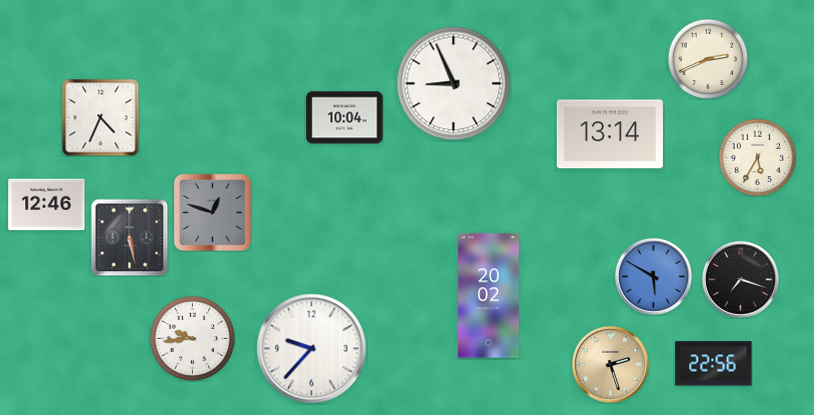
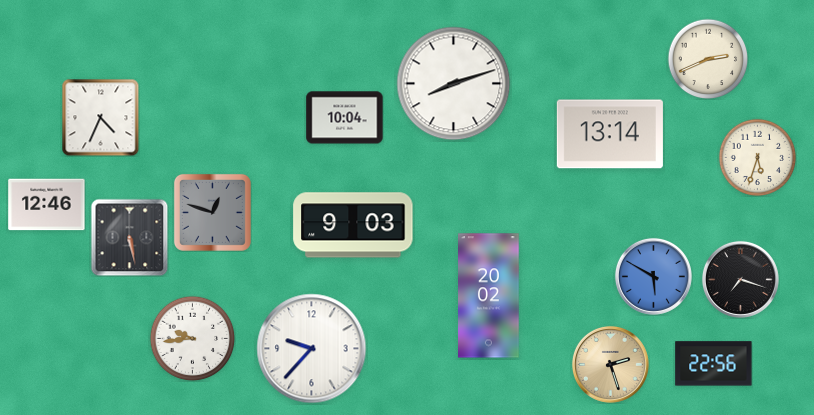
clock at (454, 84): 8:56 -> 8:12
clock at (757, 157): 5:35 -> 5:33
clock at (353, 225): none -> 9:03
